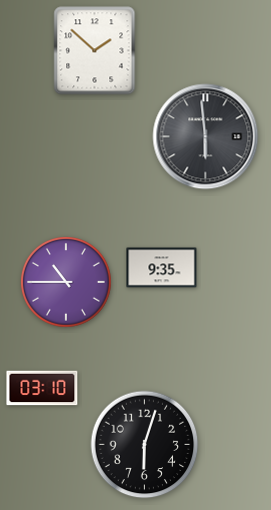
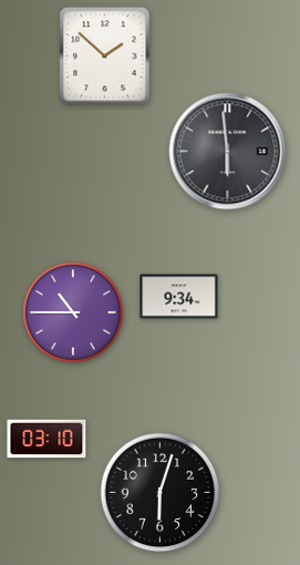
clock at (162, 268): 9:35 -> 9:34
clock at (42, 388) position: (42, 388) -> (46, 439)
